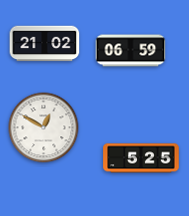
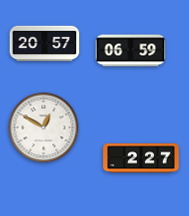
clock at (45, 44): 21:02 -> 20:57
clock at (141, 158): 5:25 -> 2:27
